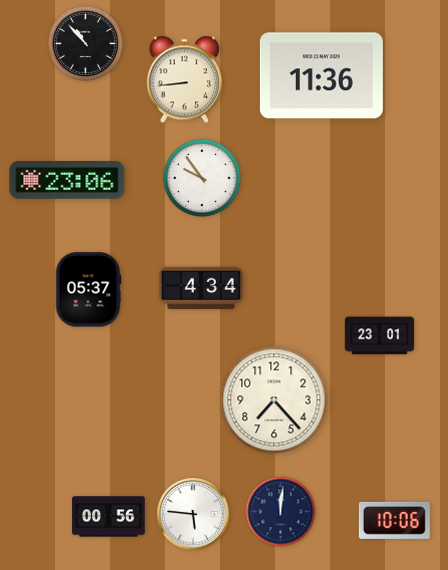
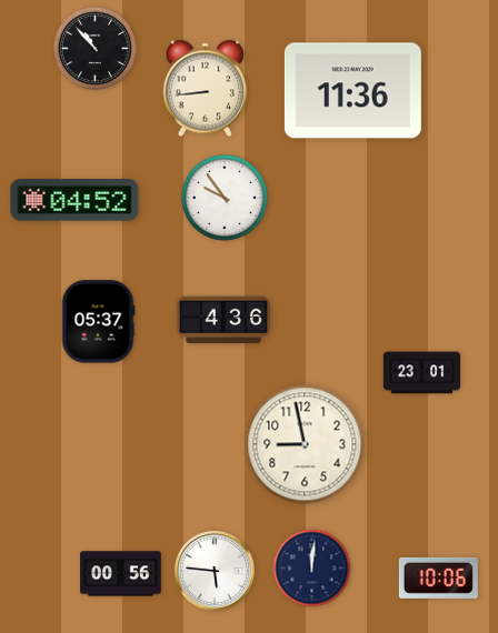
clock at (321, 76) position: (321, 76) -> (352, 91)
clock at (67, 181): 23:06 -> 04:52
clock at (201, 288): 4:34 -> 4:36
clock at (274, 400): 7:23 -> 8:58
